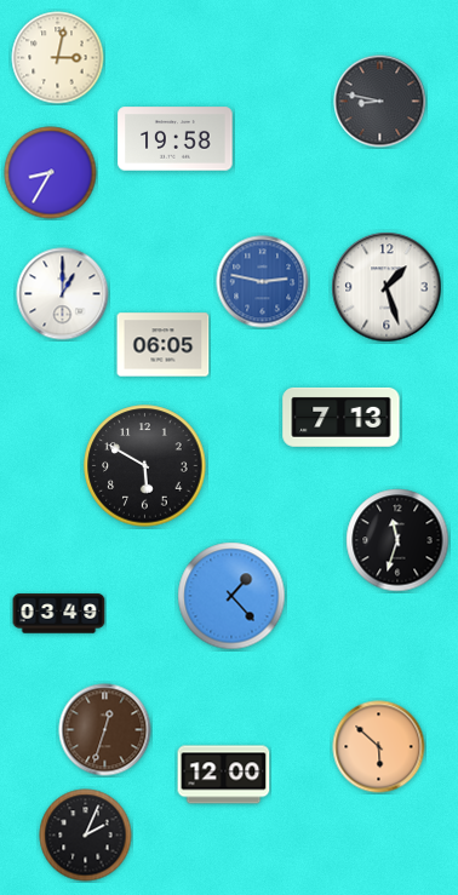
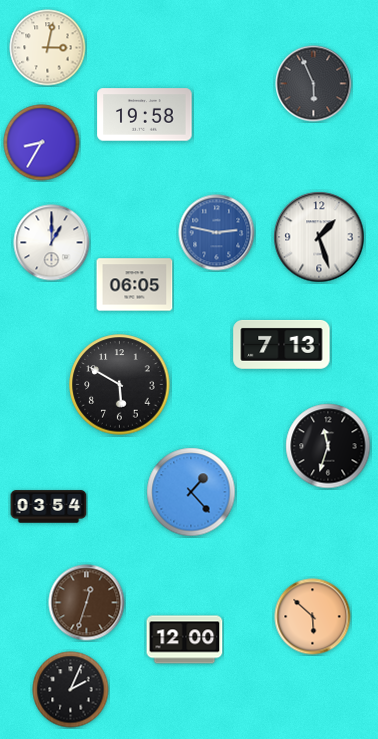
clock at (380, 102): 8:47 -> 5:56
clock at (59, 614): 03:49 -> 03:54
